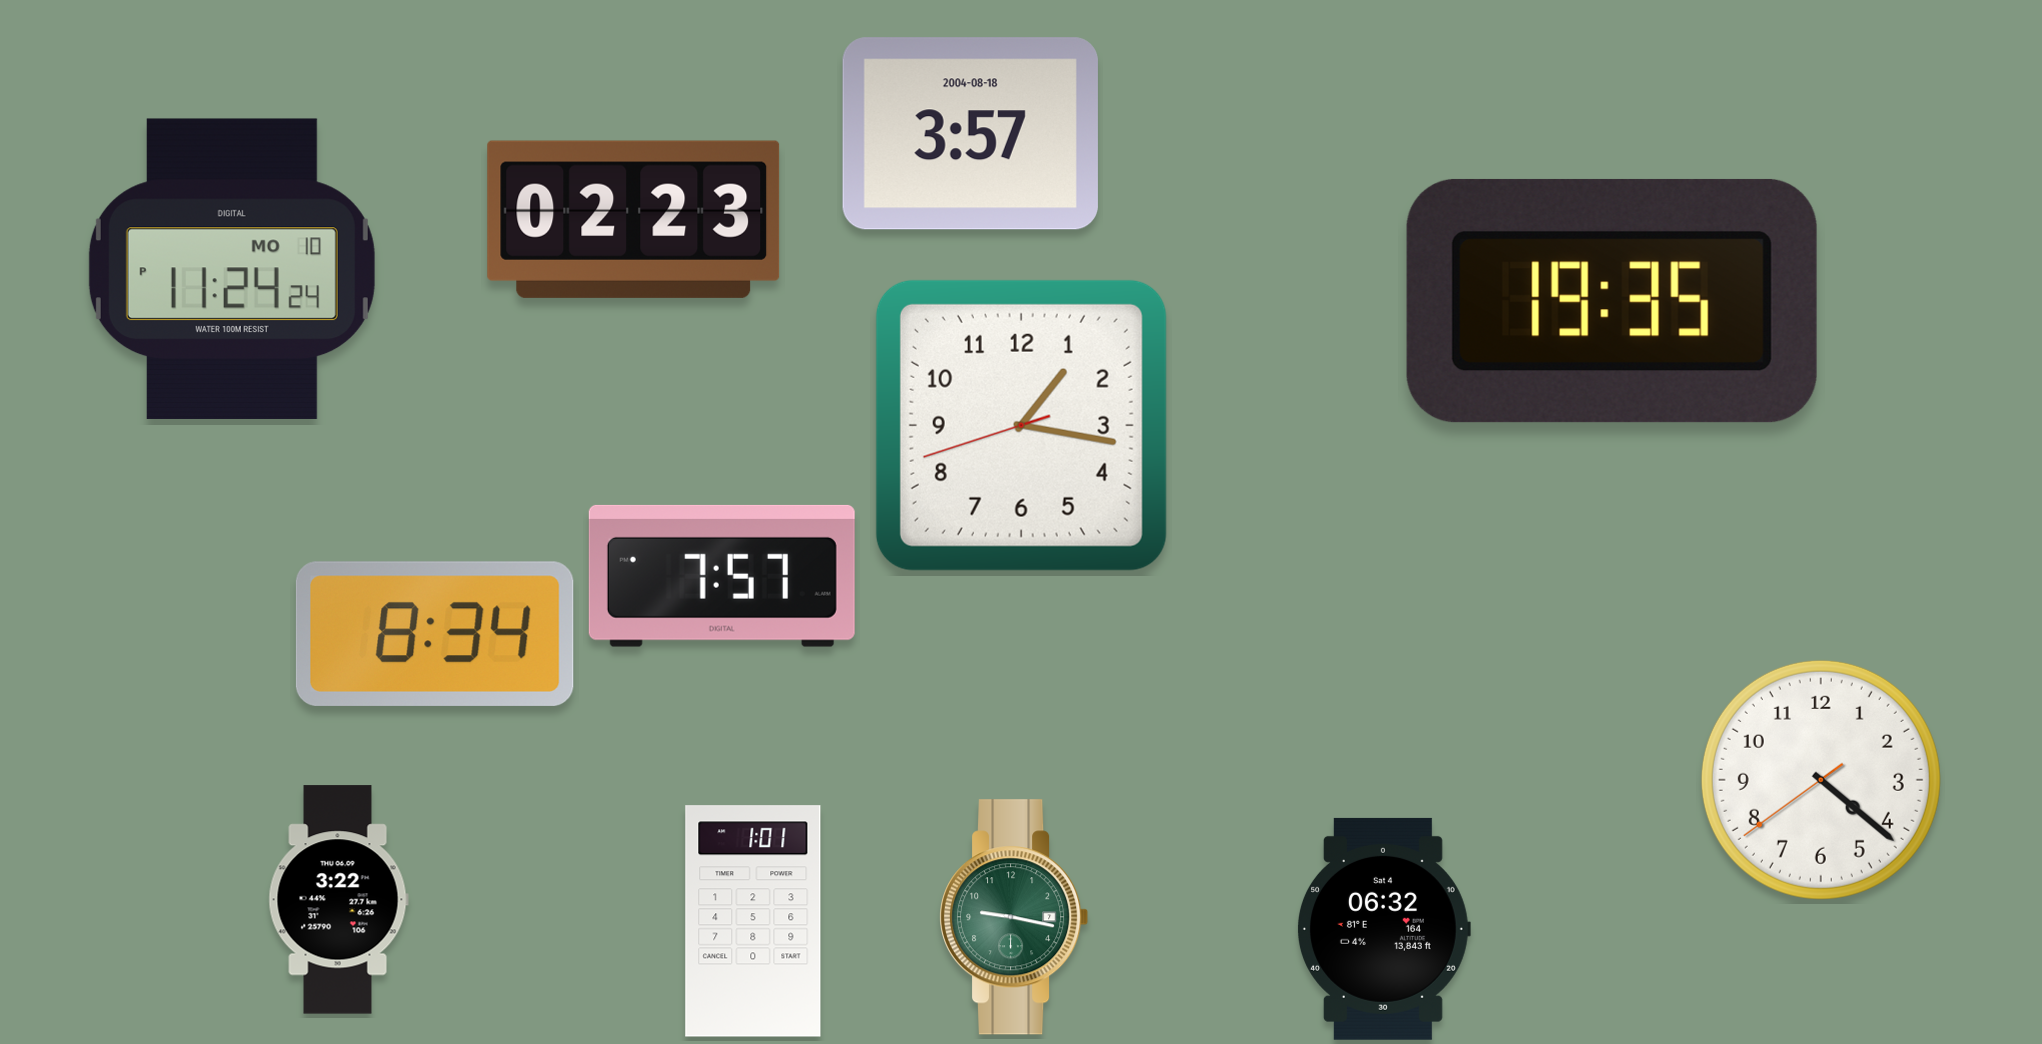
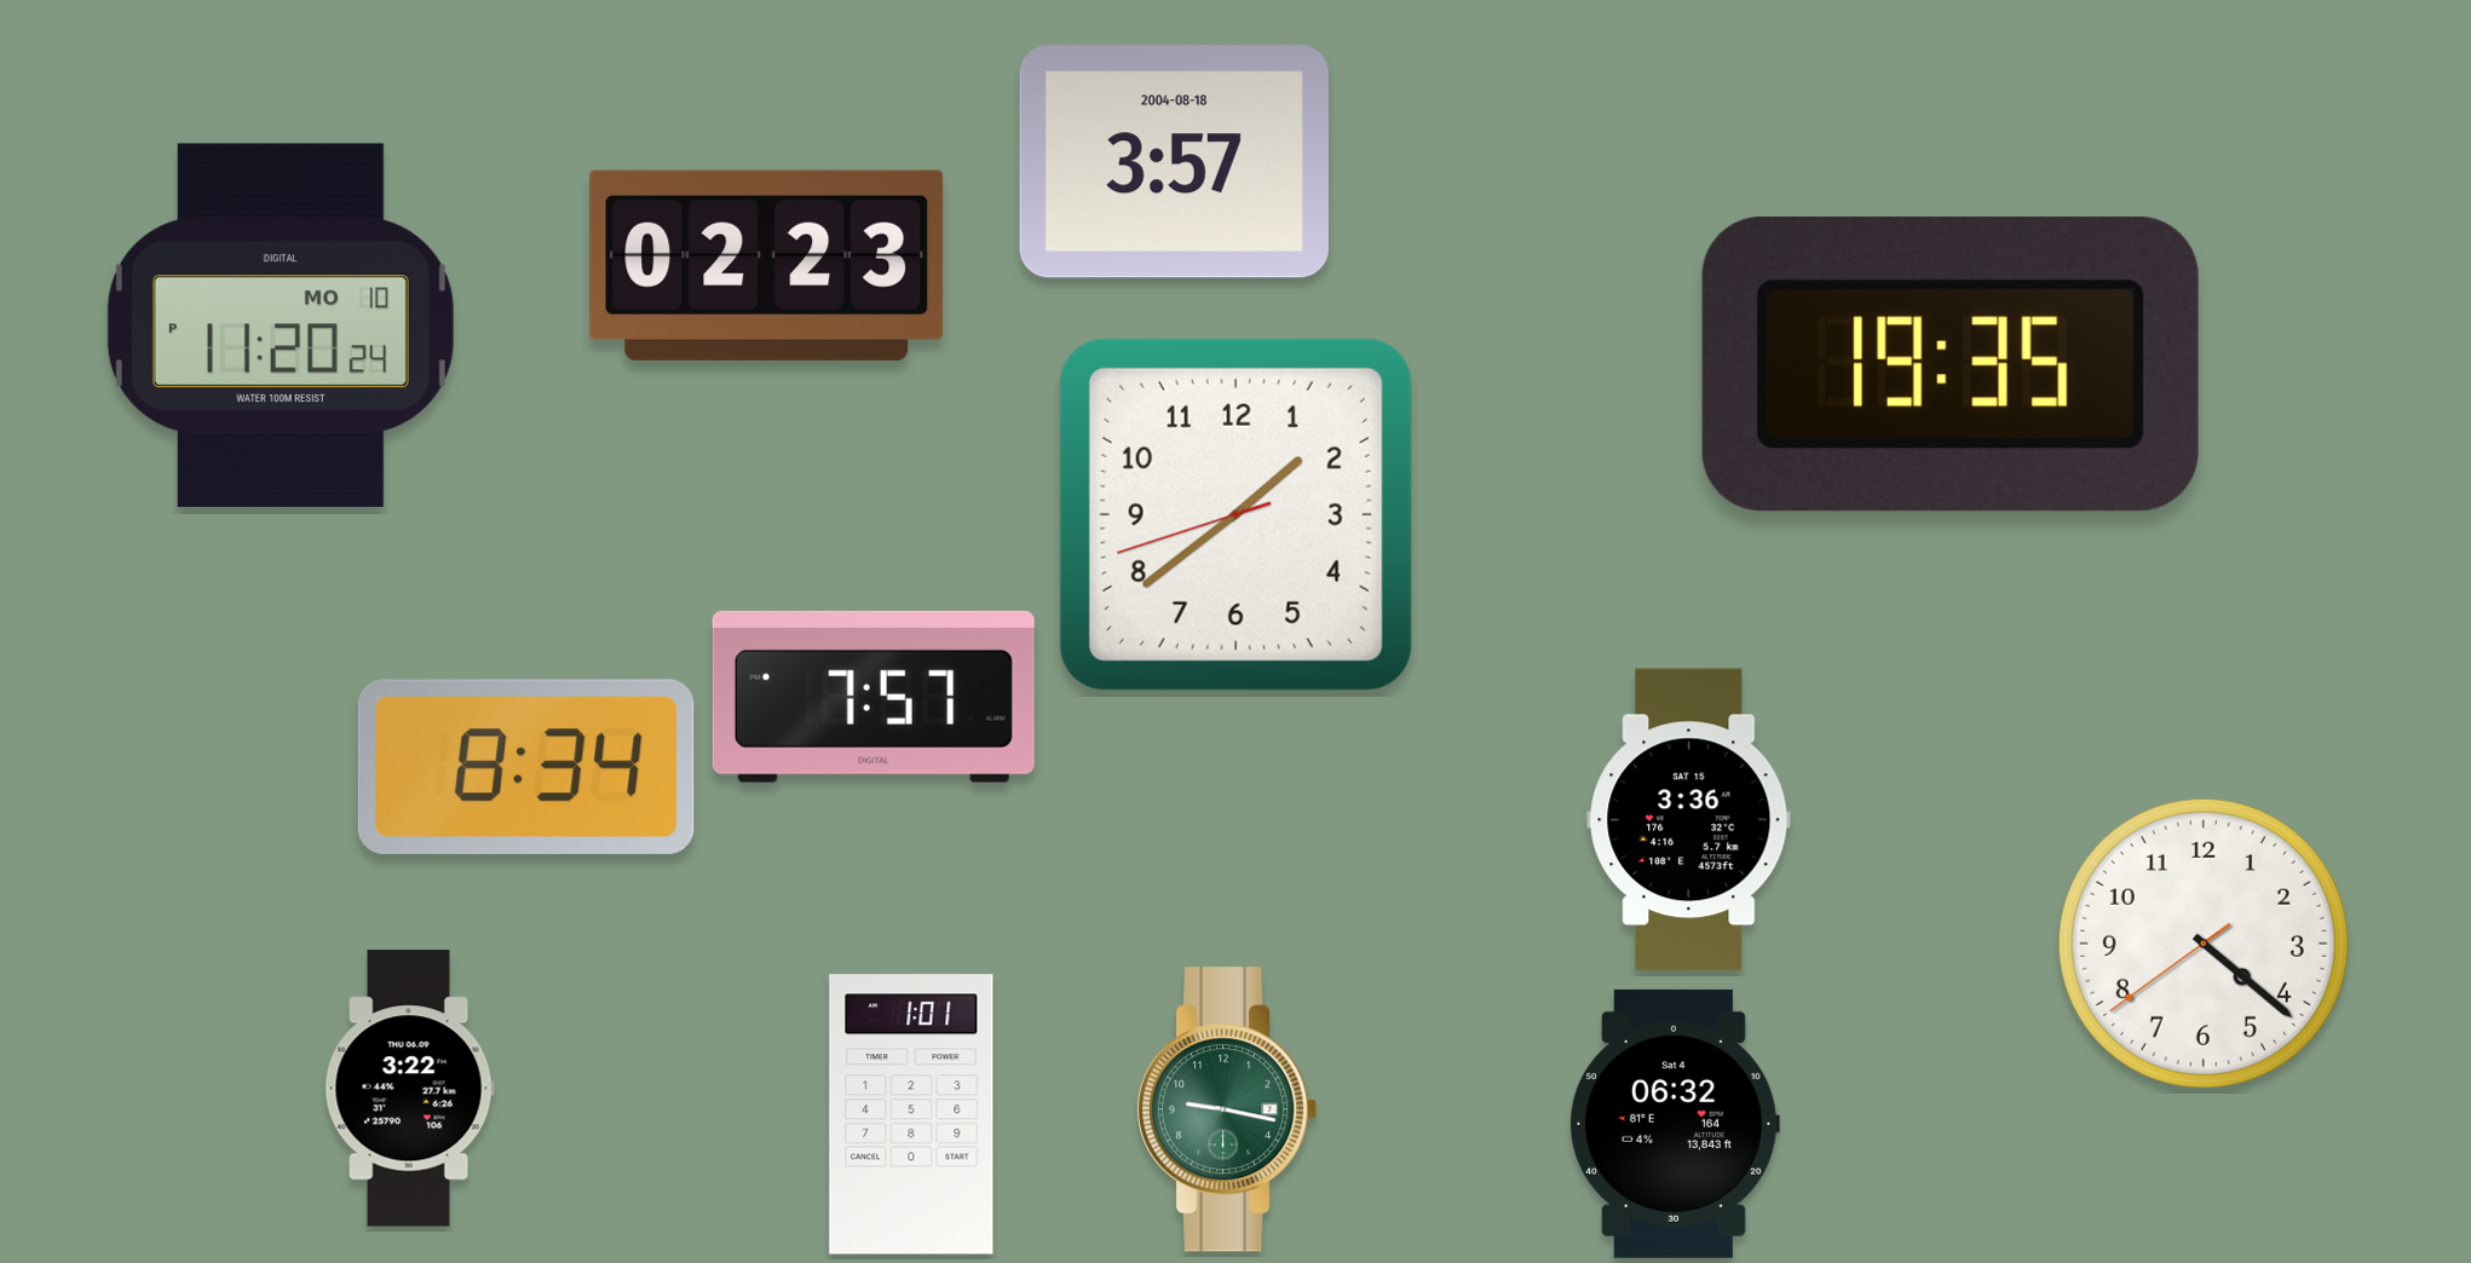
clock at (232, 269): 11:24 -> 11:20
clock at (1021, 425): 1:16 -> 1:38
clock at (1689, 820): none -> 3:36
